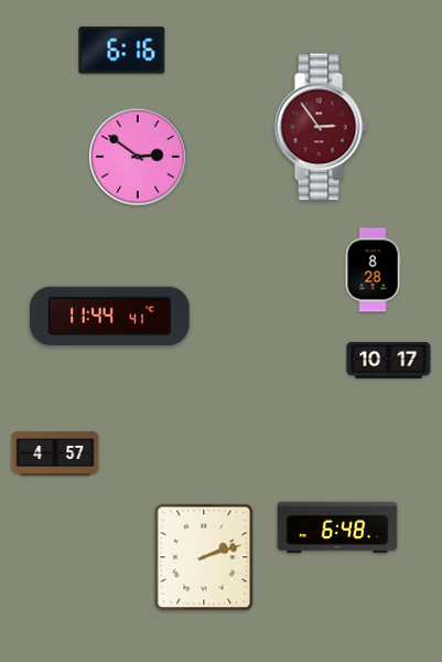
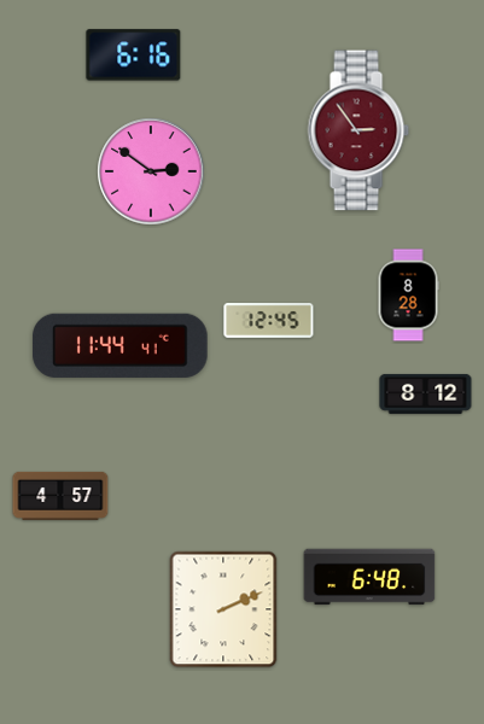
clock at (321, 127) position: (321, 127) -> (358, 130)
clock at (269, 321): none -> 12:45
clock at (389, 360): 10:17 -> 8:12
clock at (204, 557): 2:12 -> 2:11
